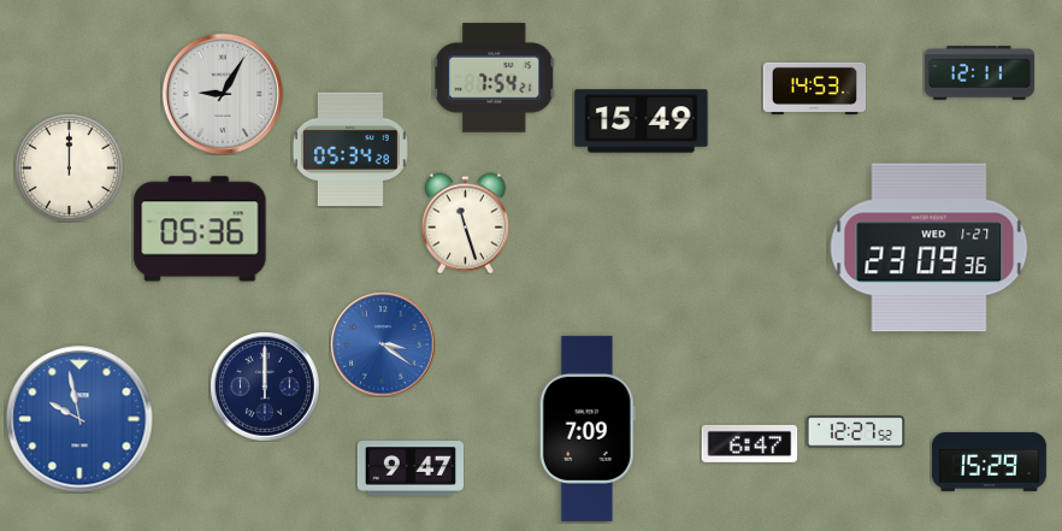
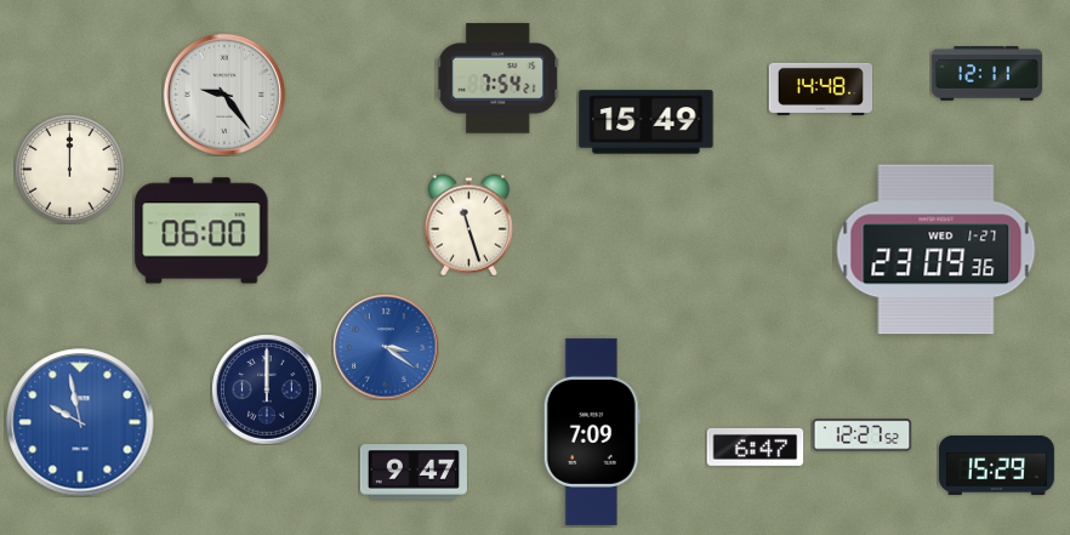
clock at (814, 88): 14:53 -> 14:48
clock at (222, 93): 9:05 -> 9:24
clock at (350, 149): 05:34 -> none
clock at (200, 229): 05:36 -> 06:00
